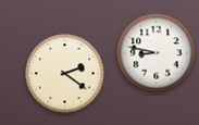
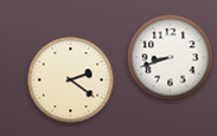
clock at (157, 53): 8:47 -> 8:42
